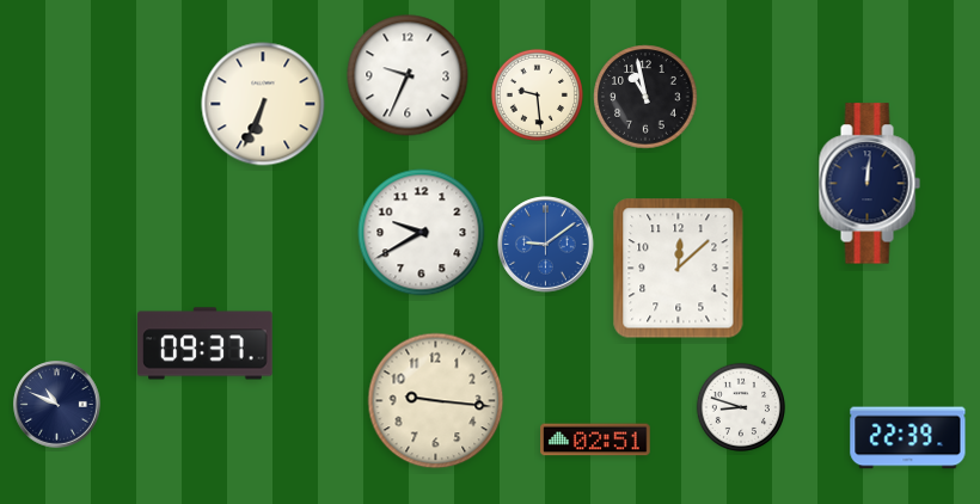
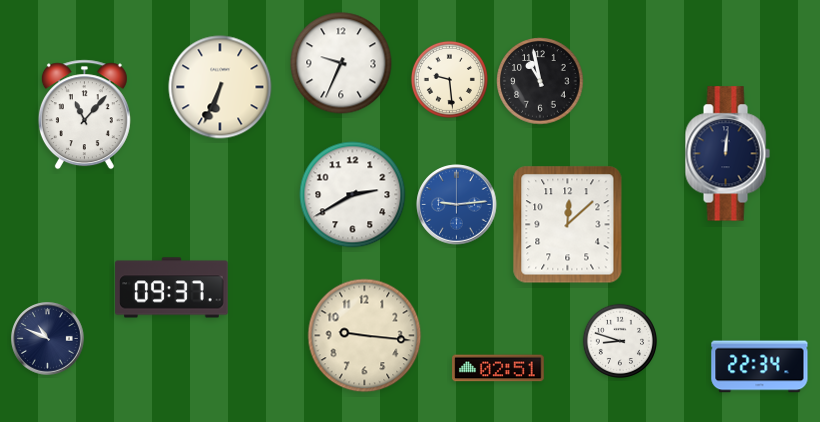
clock at (84, 115): none -> 11:07
clock at (422, 233): 9:40 -> 2:40
clock at (546, 245): 9:09 -> 9:14
clock at (908, 438): 22:39 -> 22:34
